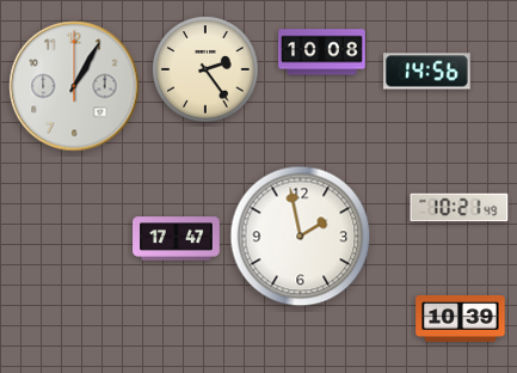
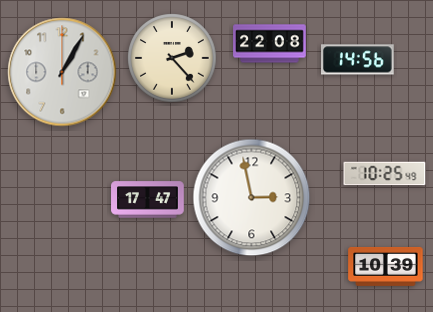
clock at (322, 53): 10:08 -> 22:08
clock at (205, 69): 2:24 -> 2:23
clock at (460, 208): 10:21 -> 10:25
clock at (301, 237): 1:58 -> 2:58
